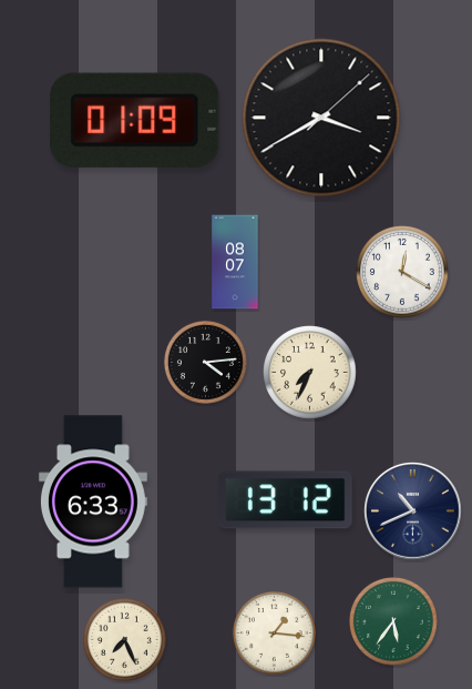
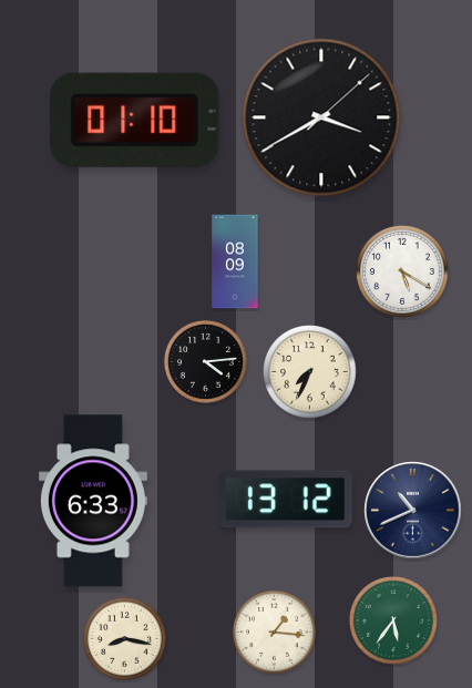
clock at (135, 120): 01:09 -> 01:10
clock at (235, 262): 08:07 -> 08:09
clock at (403, 273): 12:20 -> 5:20
clock at (124, 639): 7:26 -> 8:17
